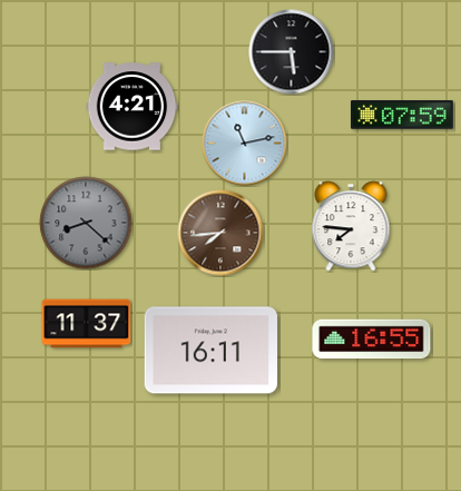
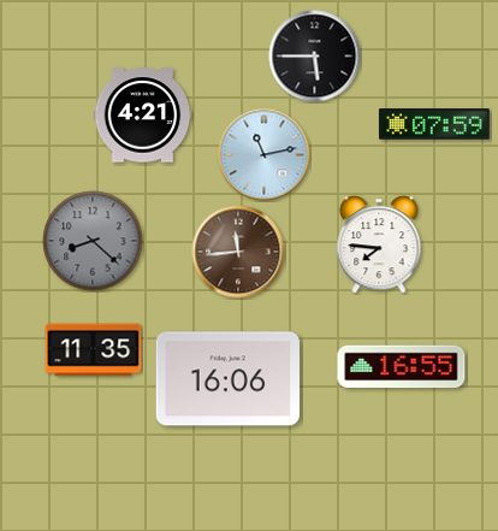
clock at (220, 233): 7:44 -> 11:44
clock at (87, 324): 11:37 -> 11:35
clock at (210, 351): 16:11 -> 16:06
